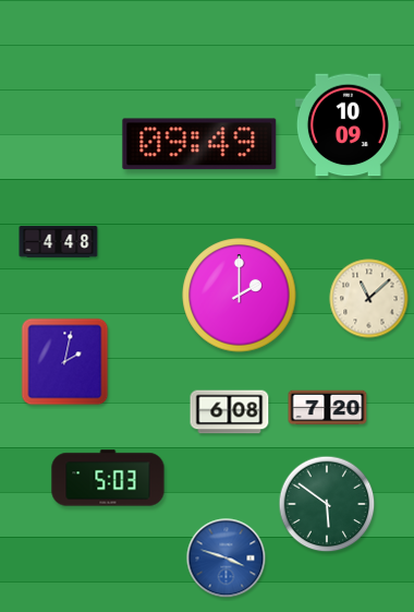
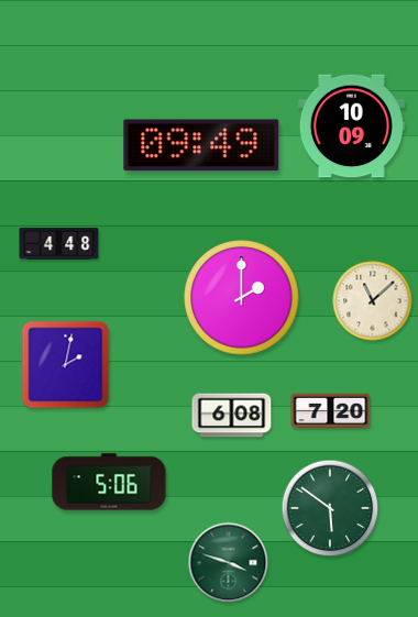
clock at (108, 478): 5:03 -> 5:06
clock at (227, 559) dial: blue -> green
